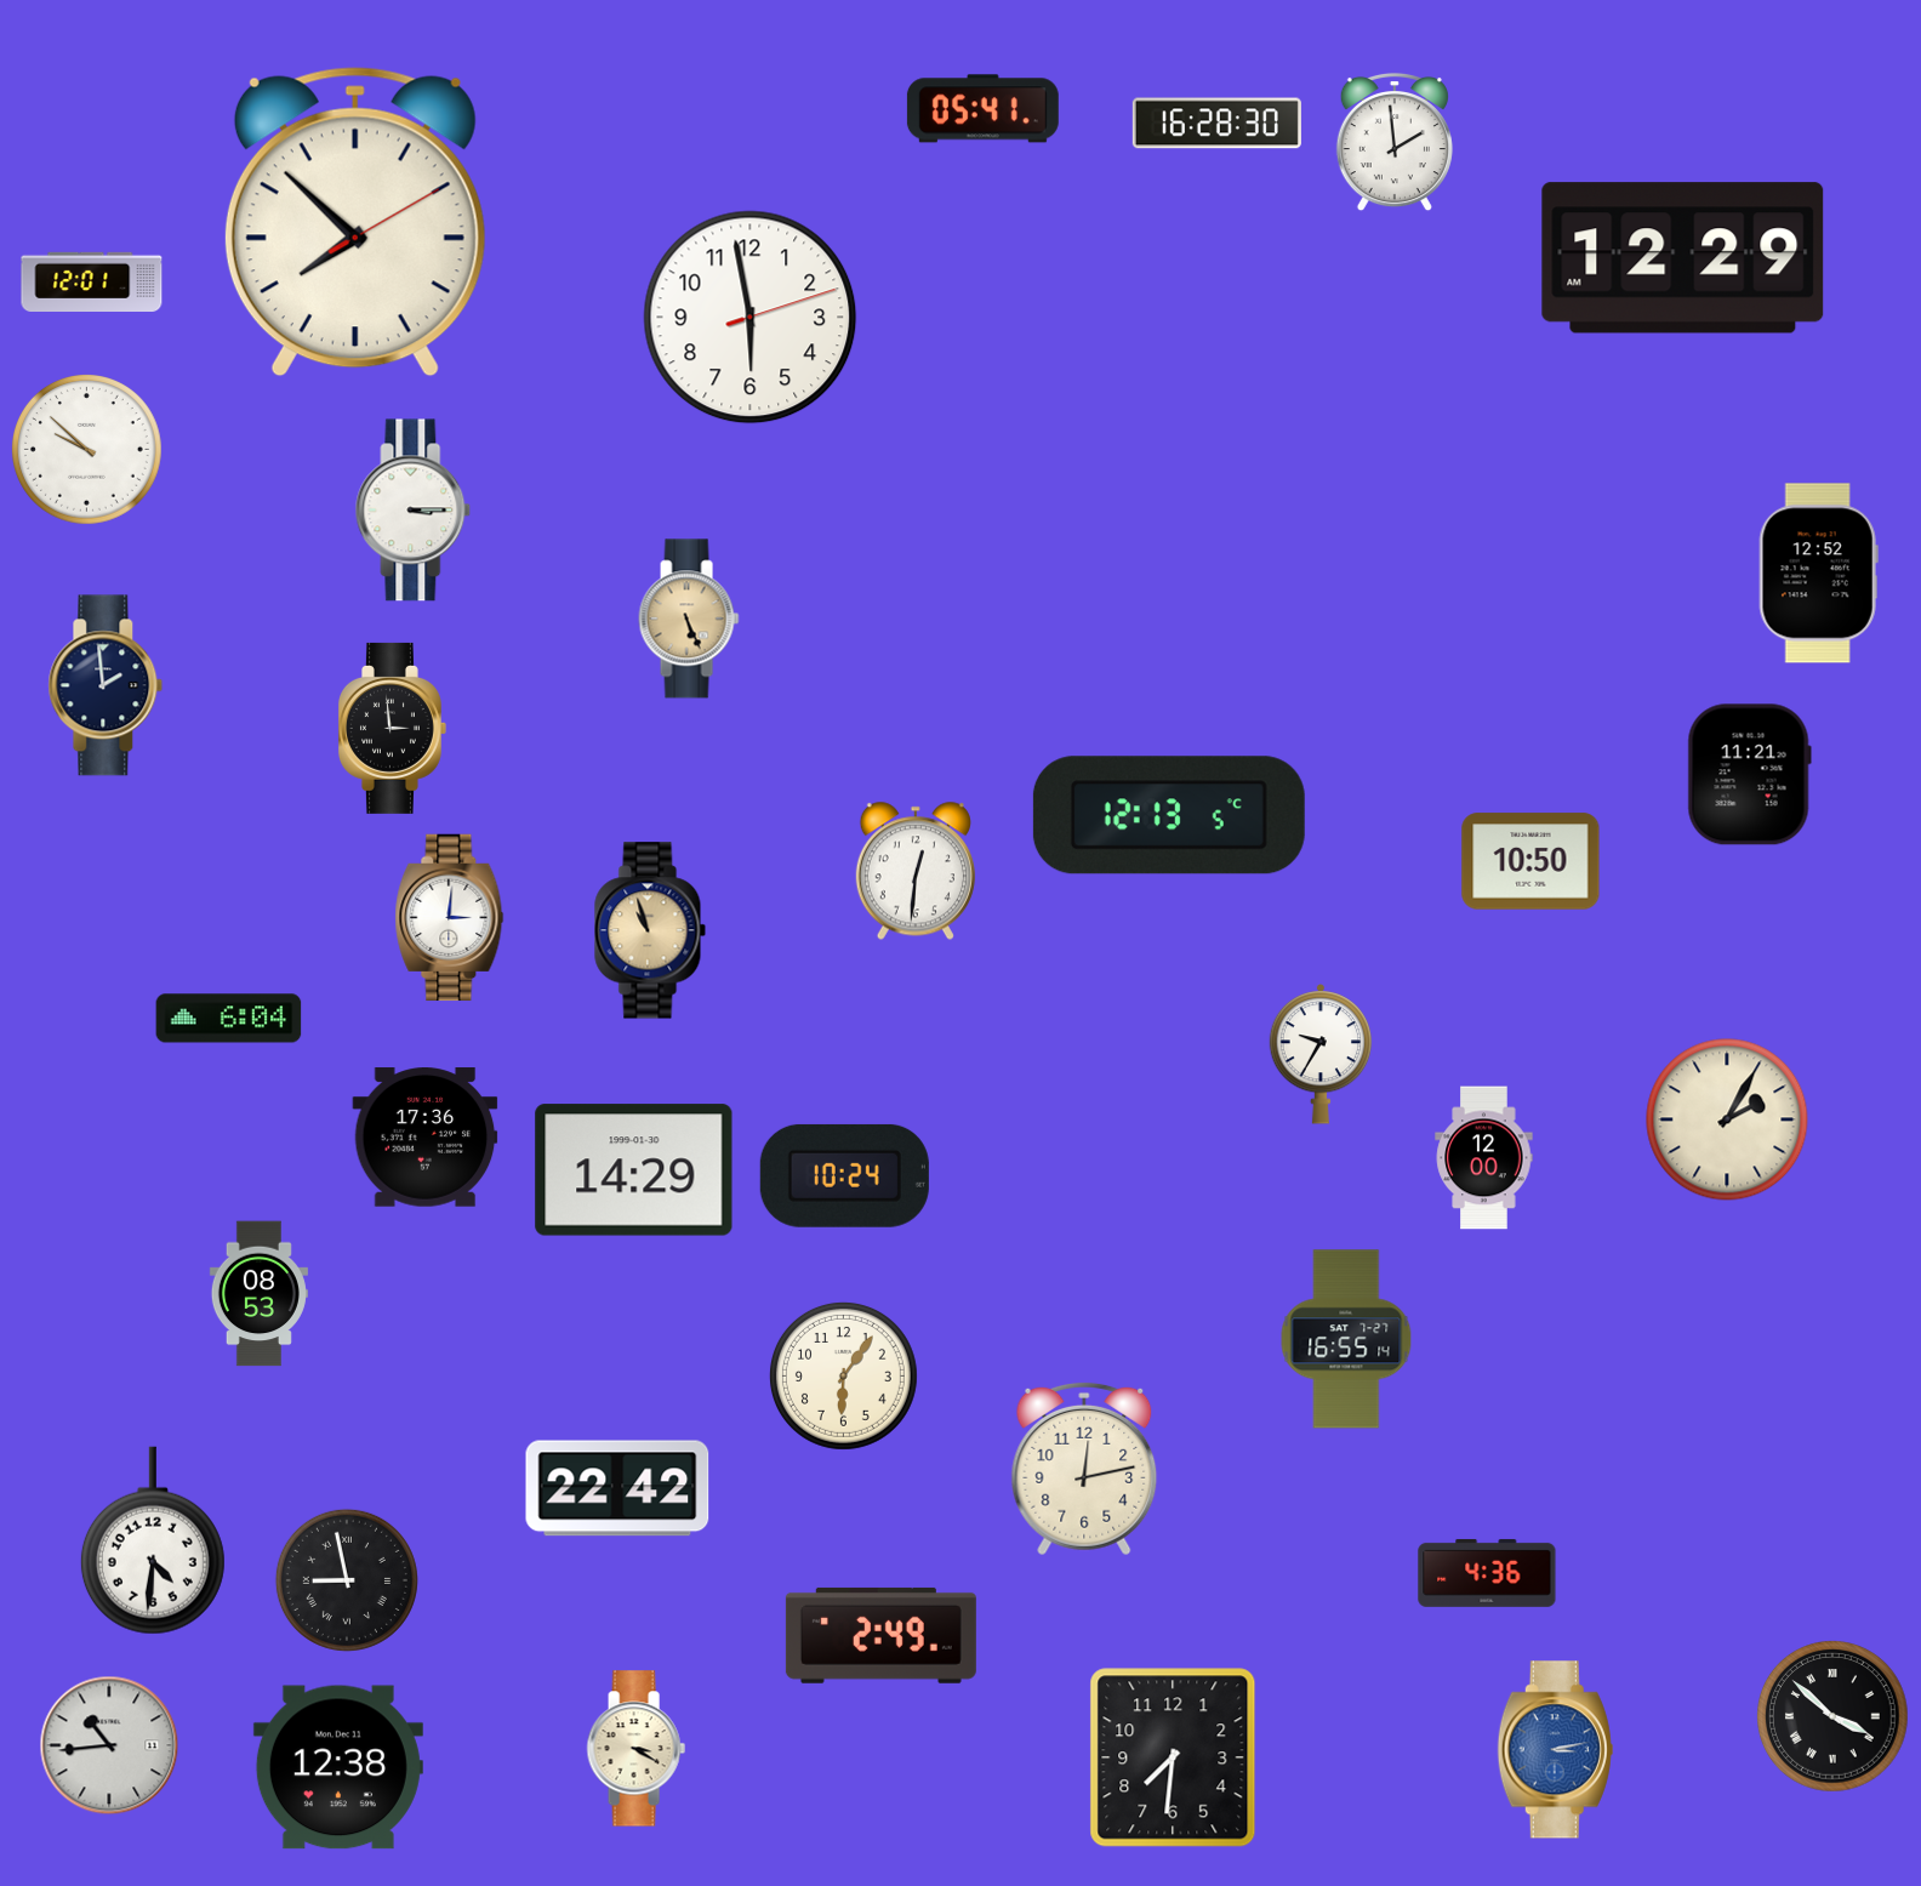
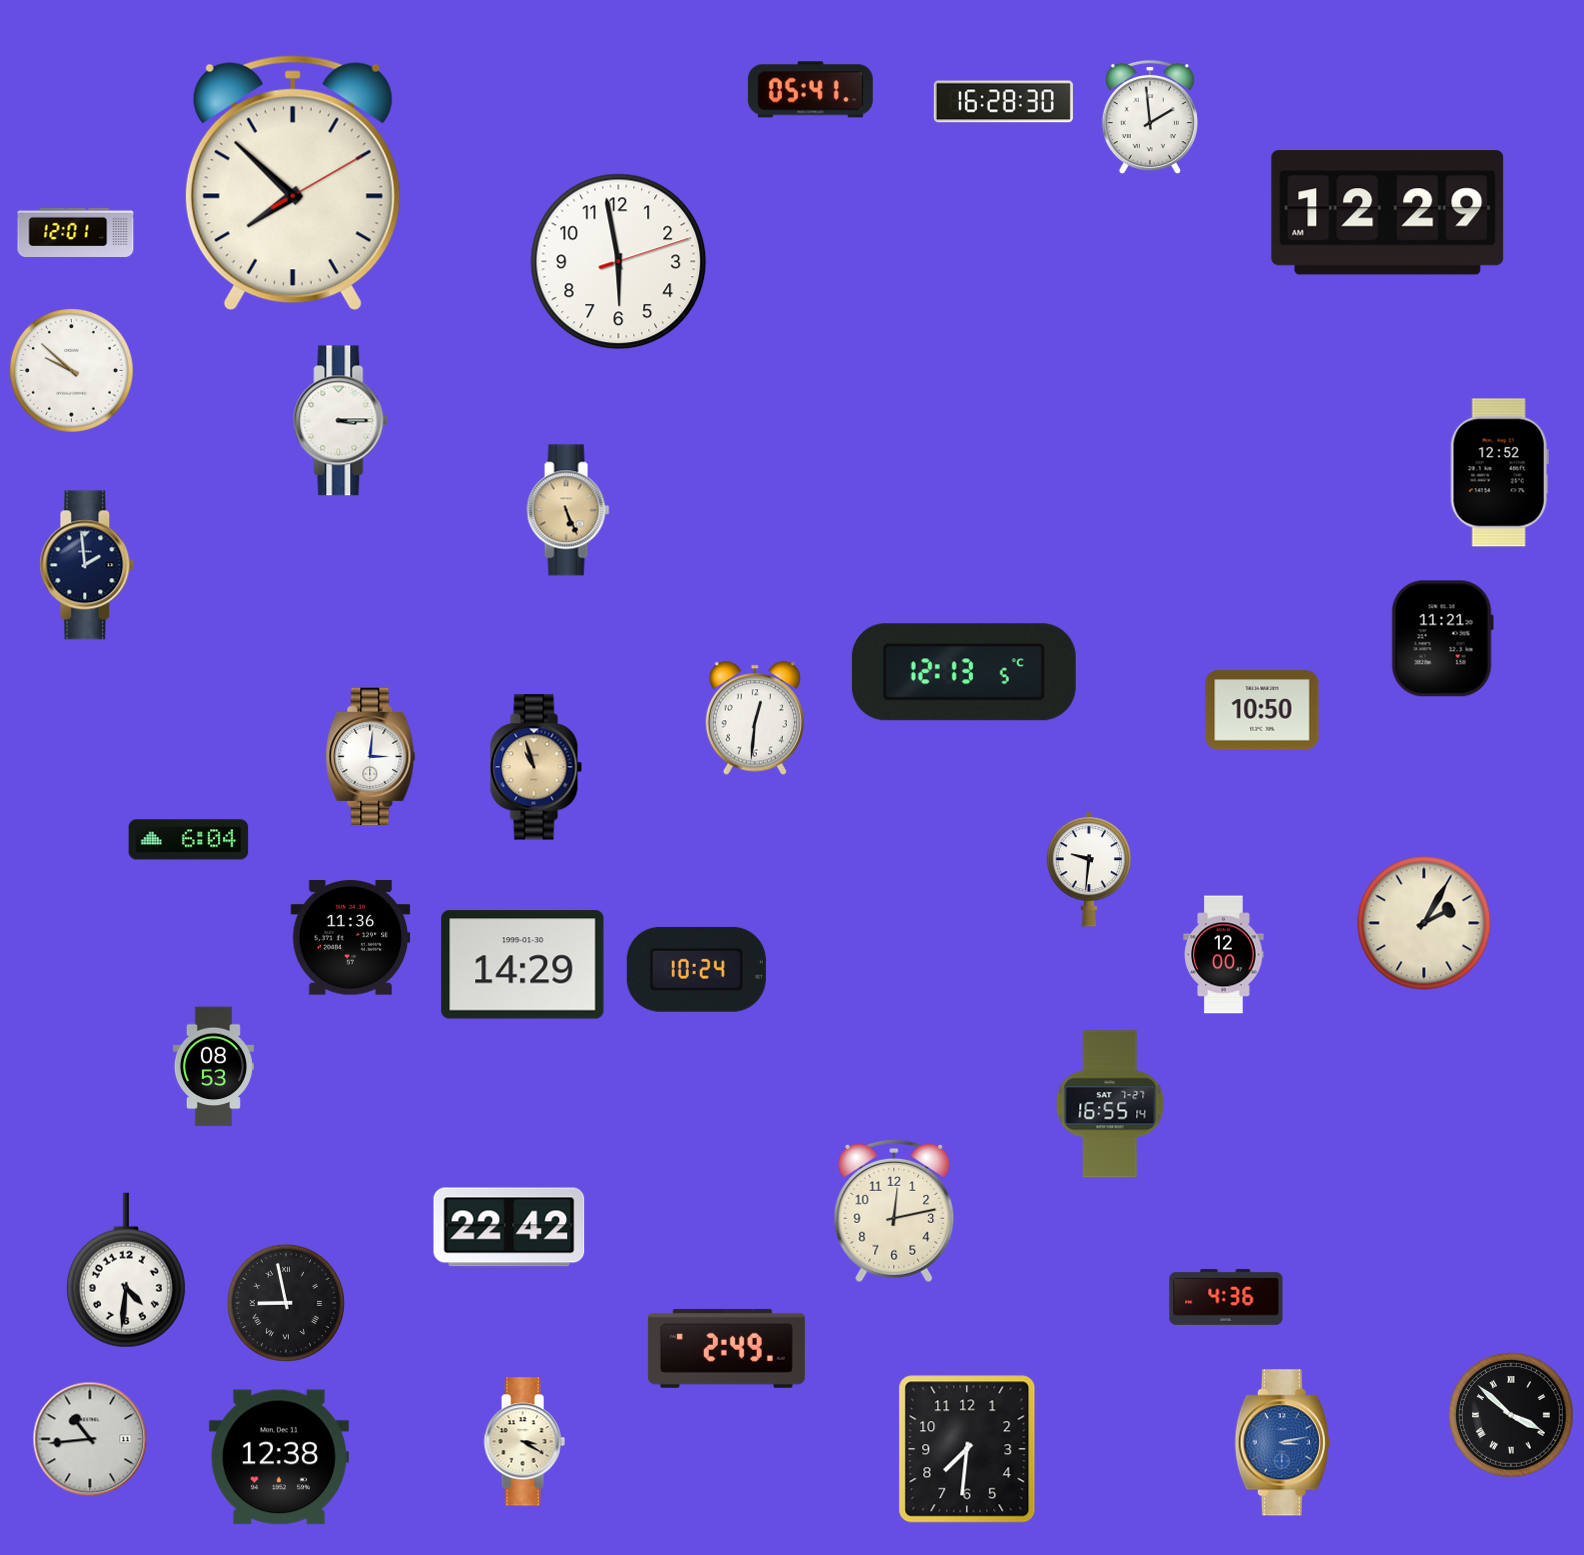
clock at (392, 728): 2:59 -> none
clock at (1321, 1055): 9:35 -> 9:31
clock at (426, 1138): 17:36 -> 11:36
clock at (843, 1375): 6:06 -> none
